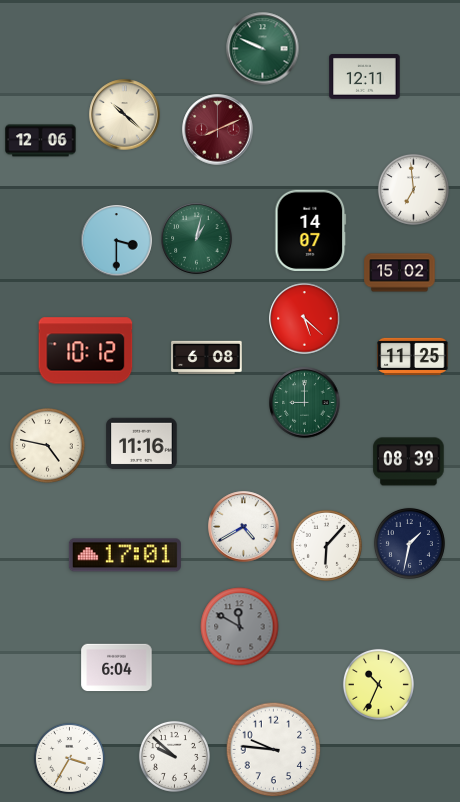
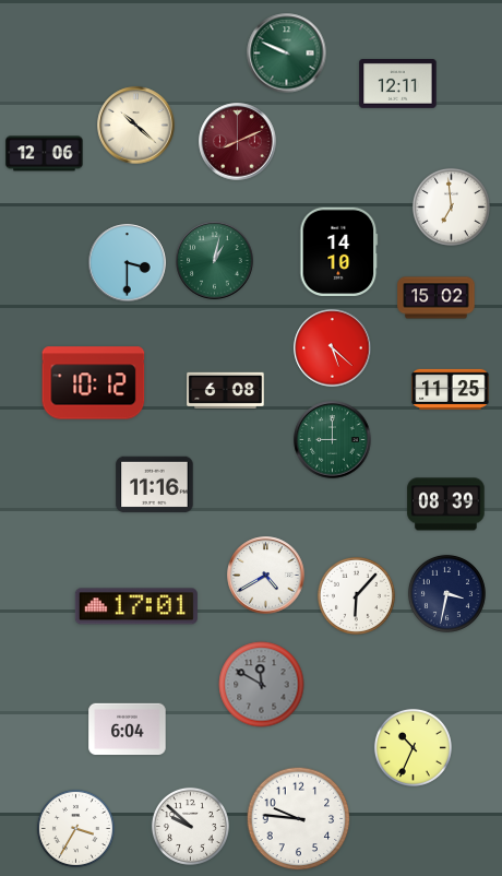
clock at (311, 230): 14:07 -> 14:10
clock at (48, 446): 4:47 -> none
clock at (409, 543): 1:32 -> 3:32
